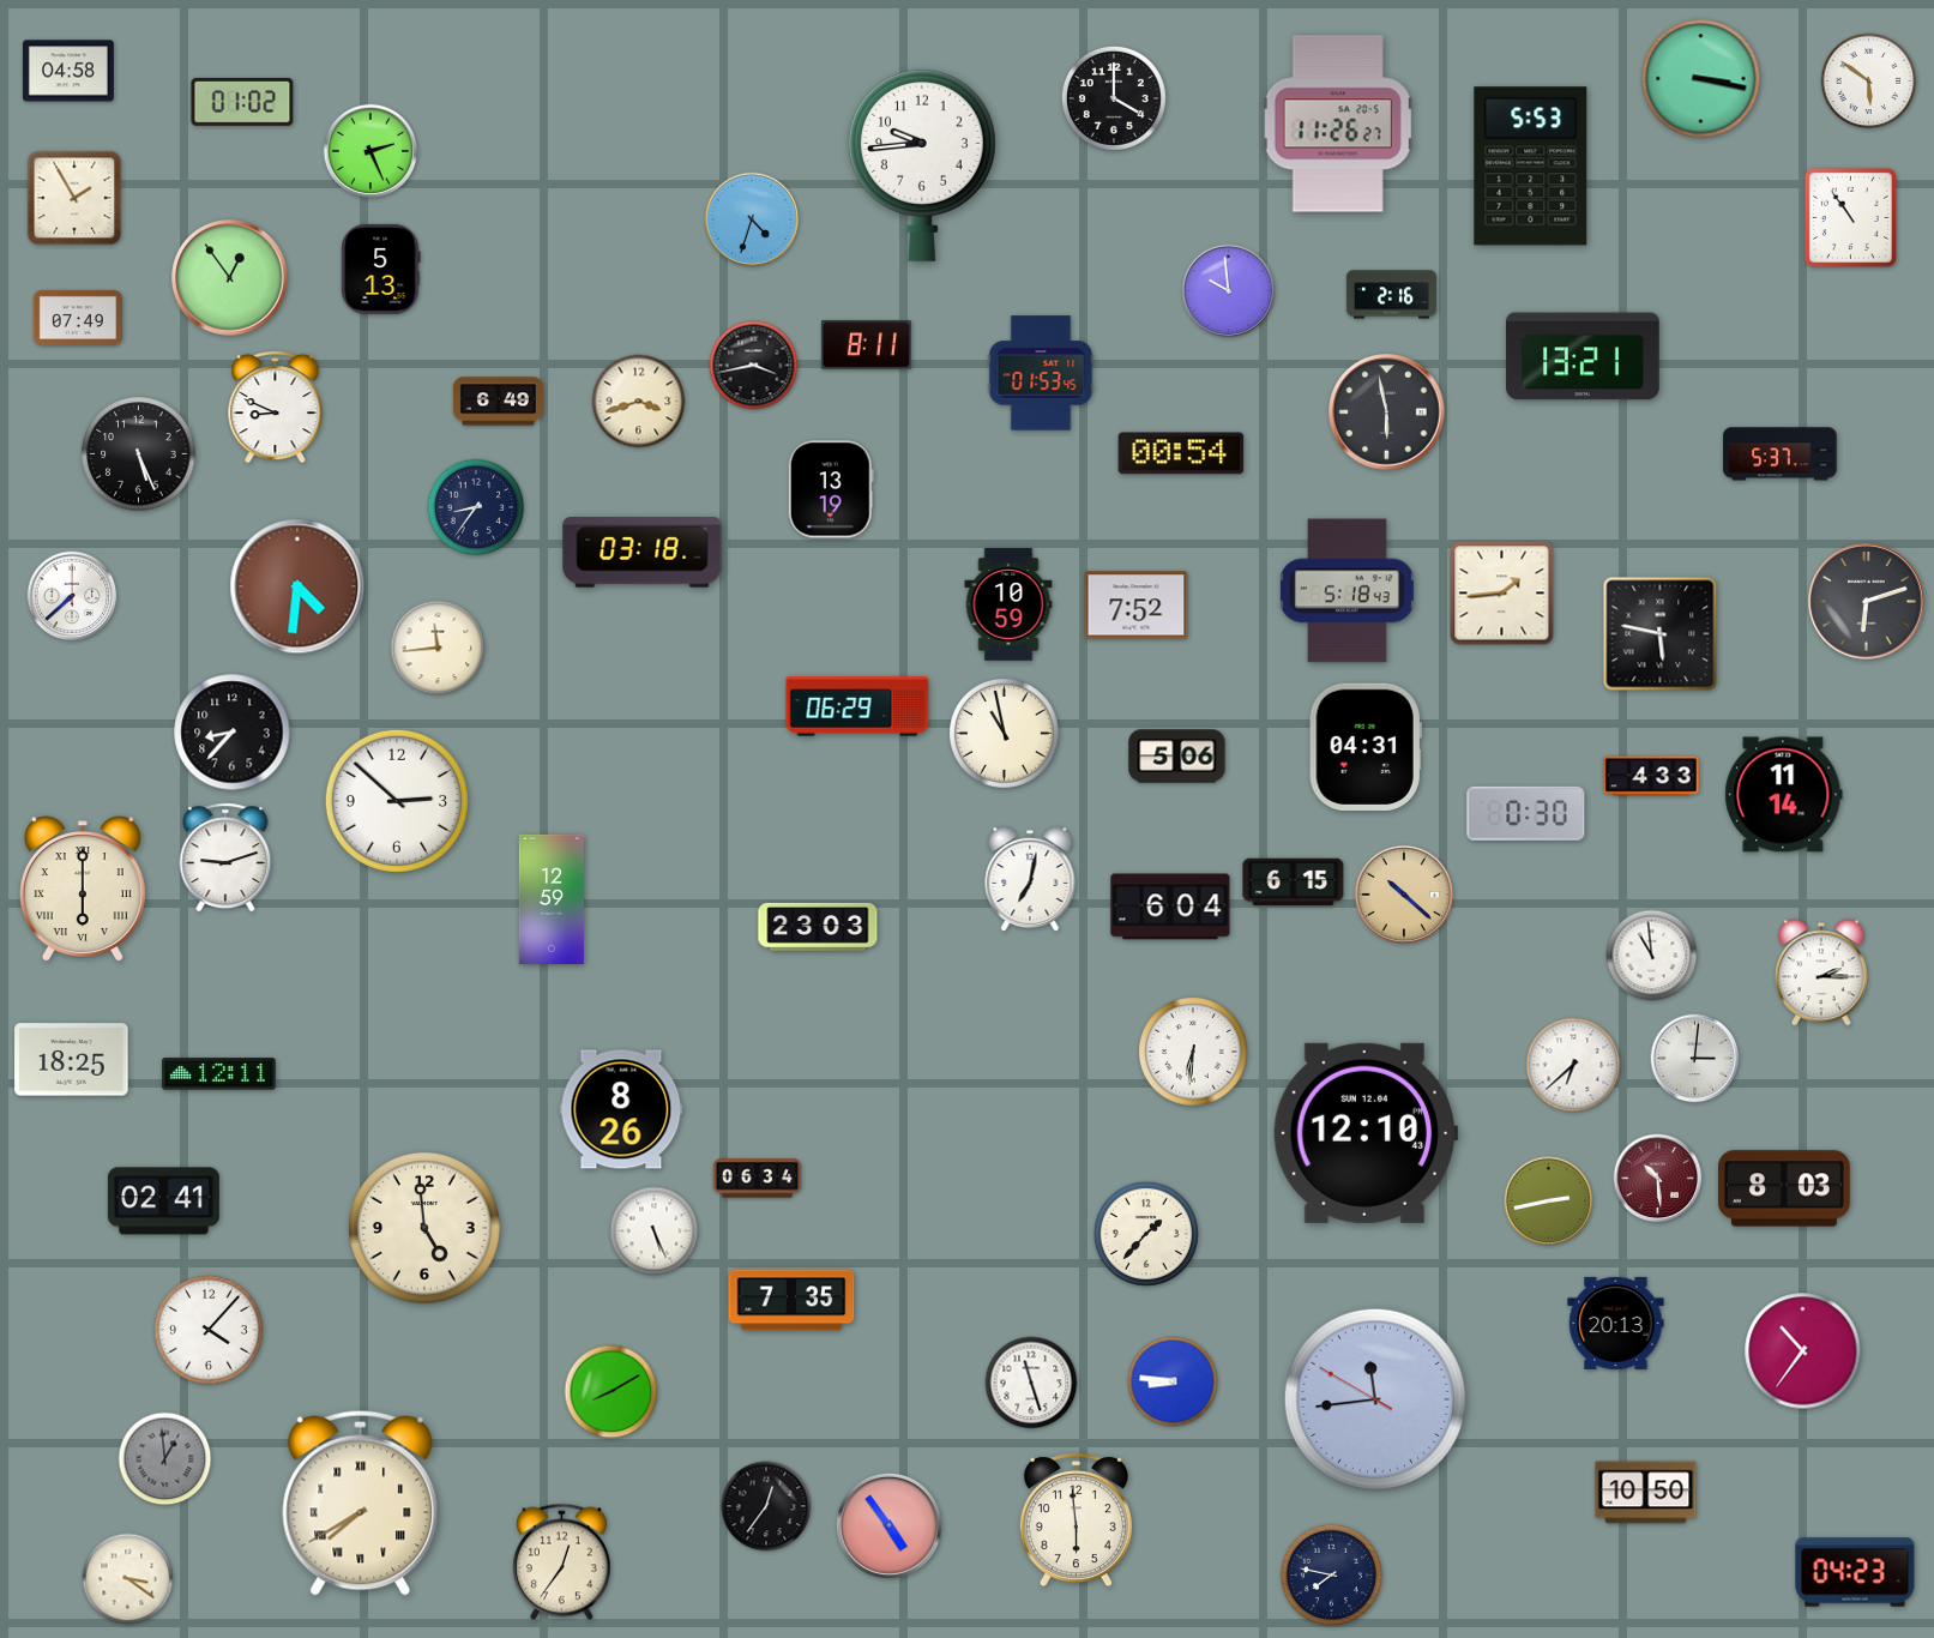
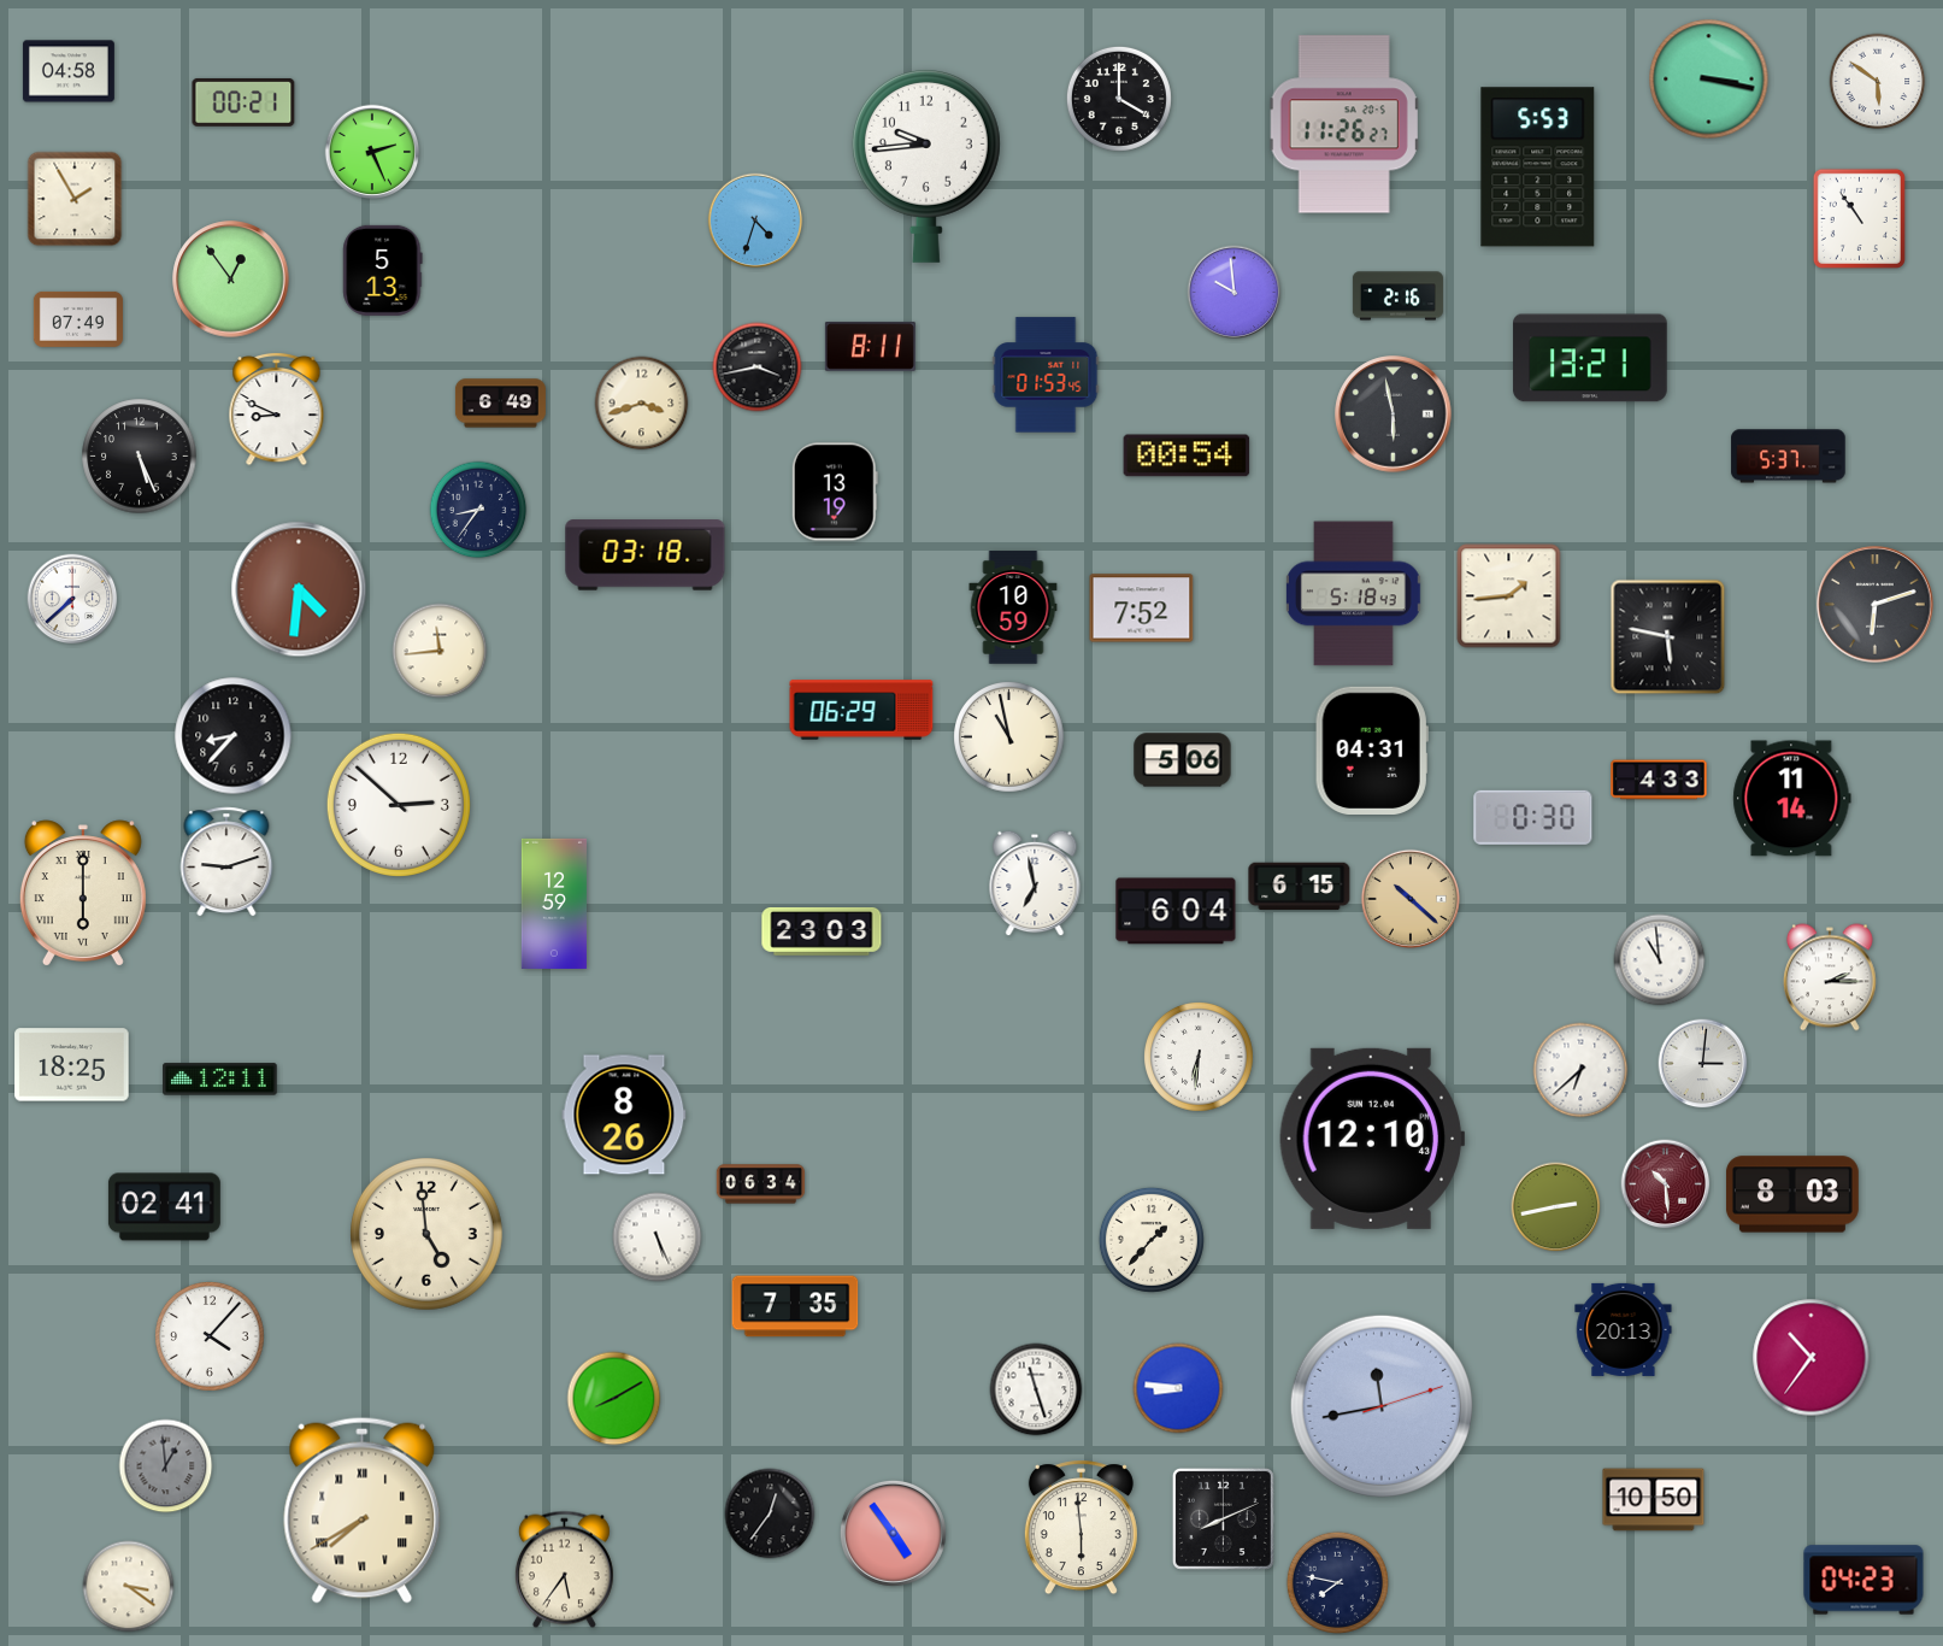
clock at (242, 102): 01:02 -> 00:21
clock at (1030, 879): 7:02 -> 6:58
clock at (1375, 1399): 11:43:50 -> 11:43:12
clock at (1223, 1518): none -> 8:11
clock at (561, 1562): 12:36 -> 5:36
